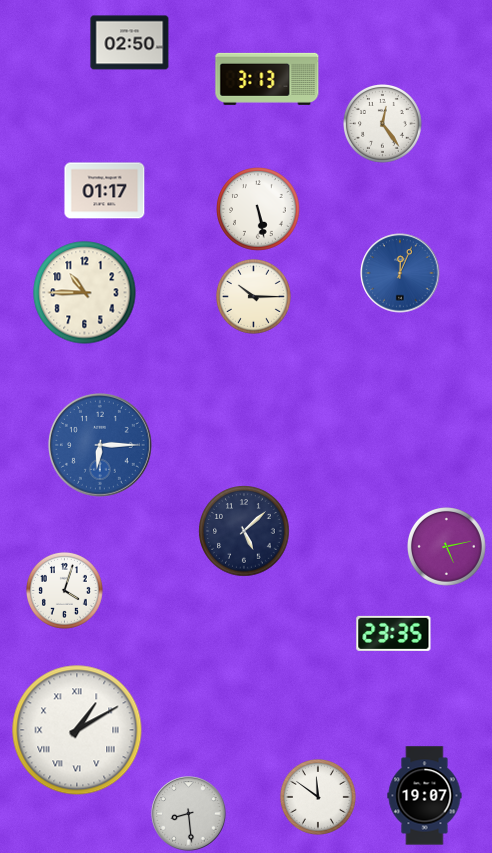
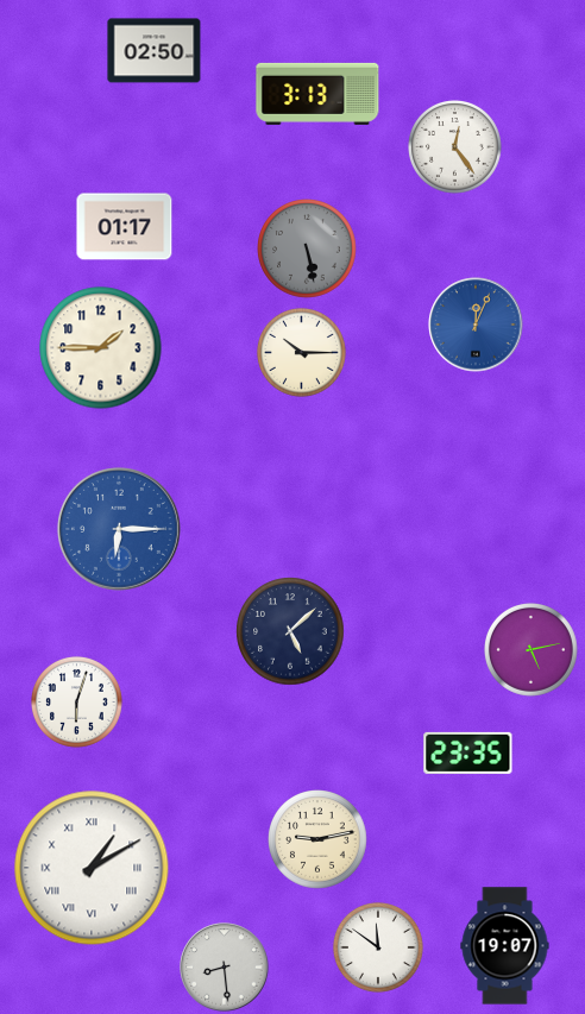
clock at (258, 209) dial: white -> grey
clock at (85, 293): 10:45 -> 1:45
clock at (64, 590): 4:03 -> 6:03
clock at (317, 839): none -> 9:13
